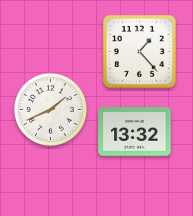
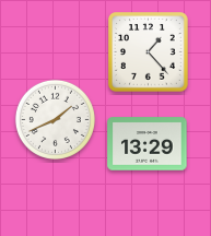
clock at (140, 52) position: (140, 52) -> (149, 52)
clock at (135, 132): 13:32 -> 13:29
